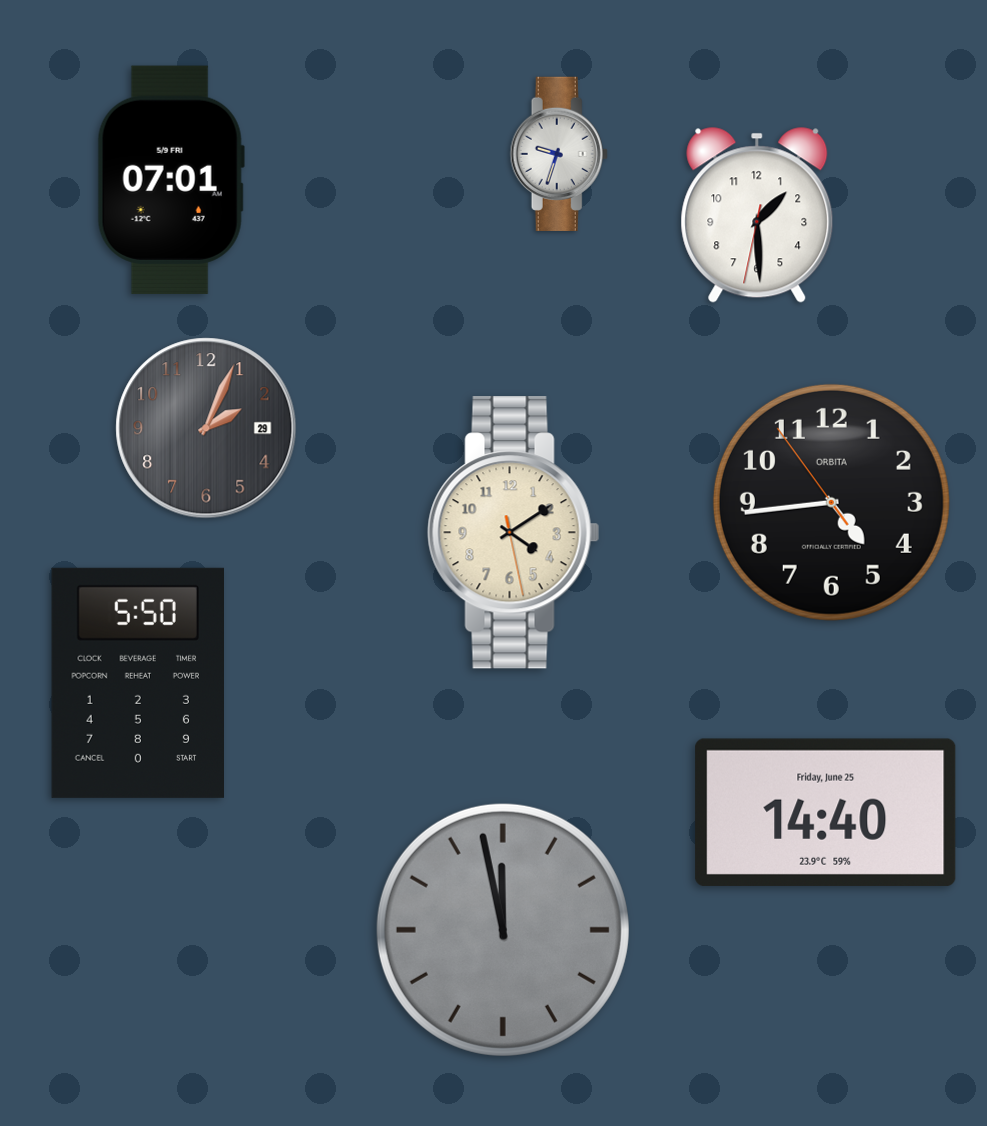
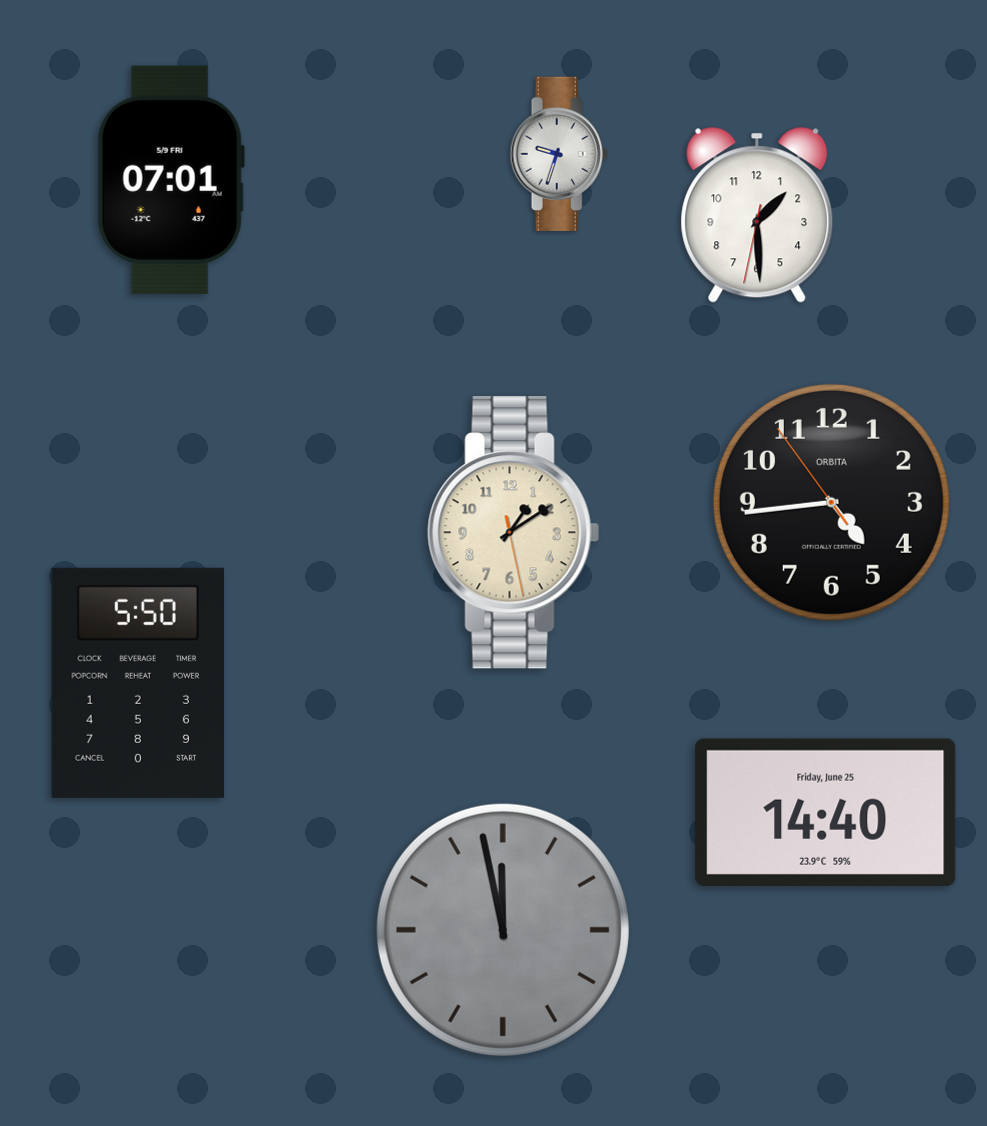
clock at (206, 428): 2:04 -> none
clock at (514, 533): 4:09 -> 1:09
